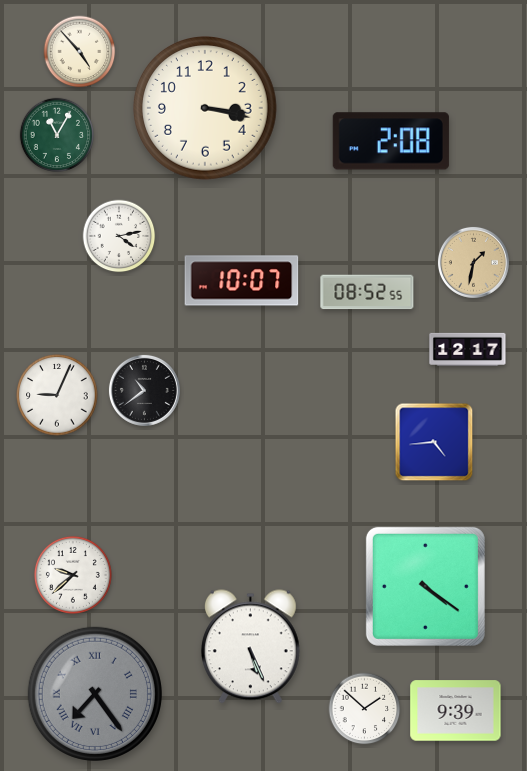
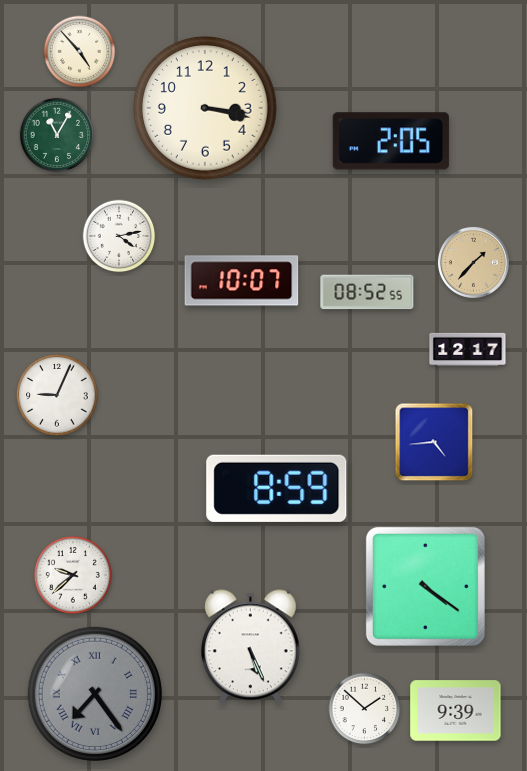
clock at (391, 141): 2:08 -> 2:05
clock at (473, 262): 1:32 -> 1:37
clock at (144, 390): 10:39 -> none
clock at (277, 488): none -> 8:59
